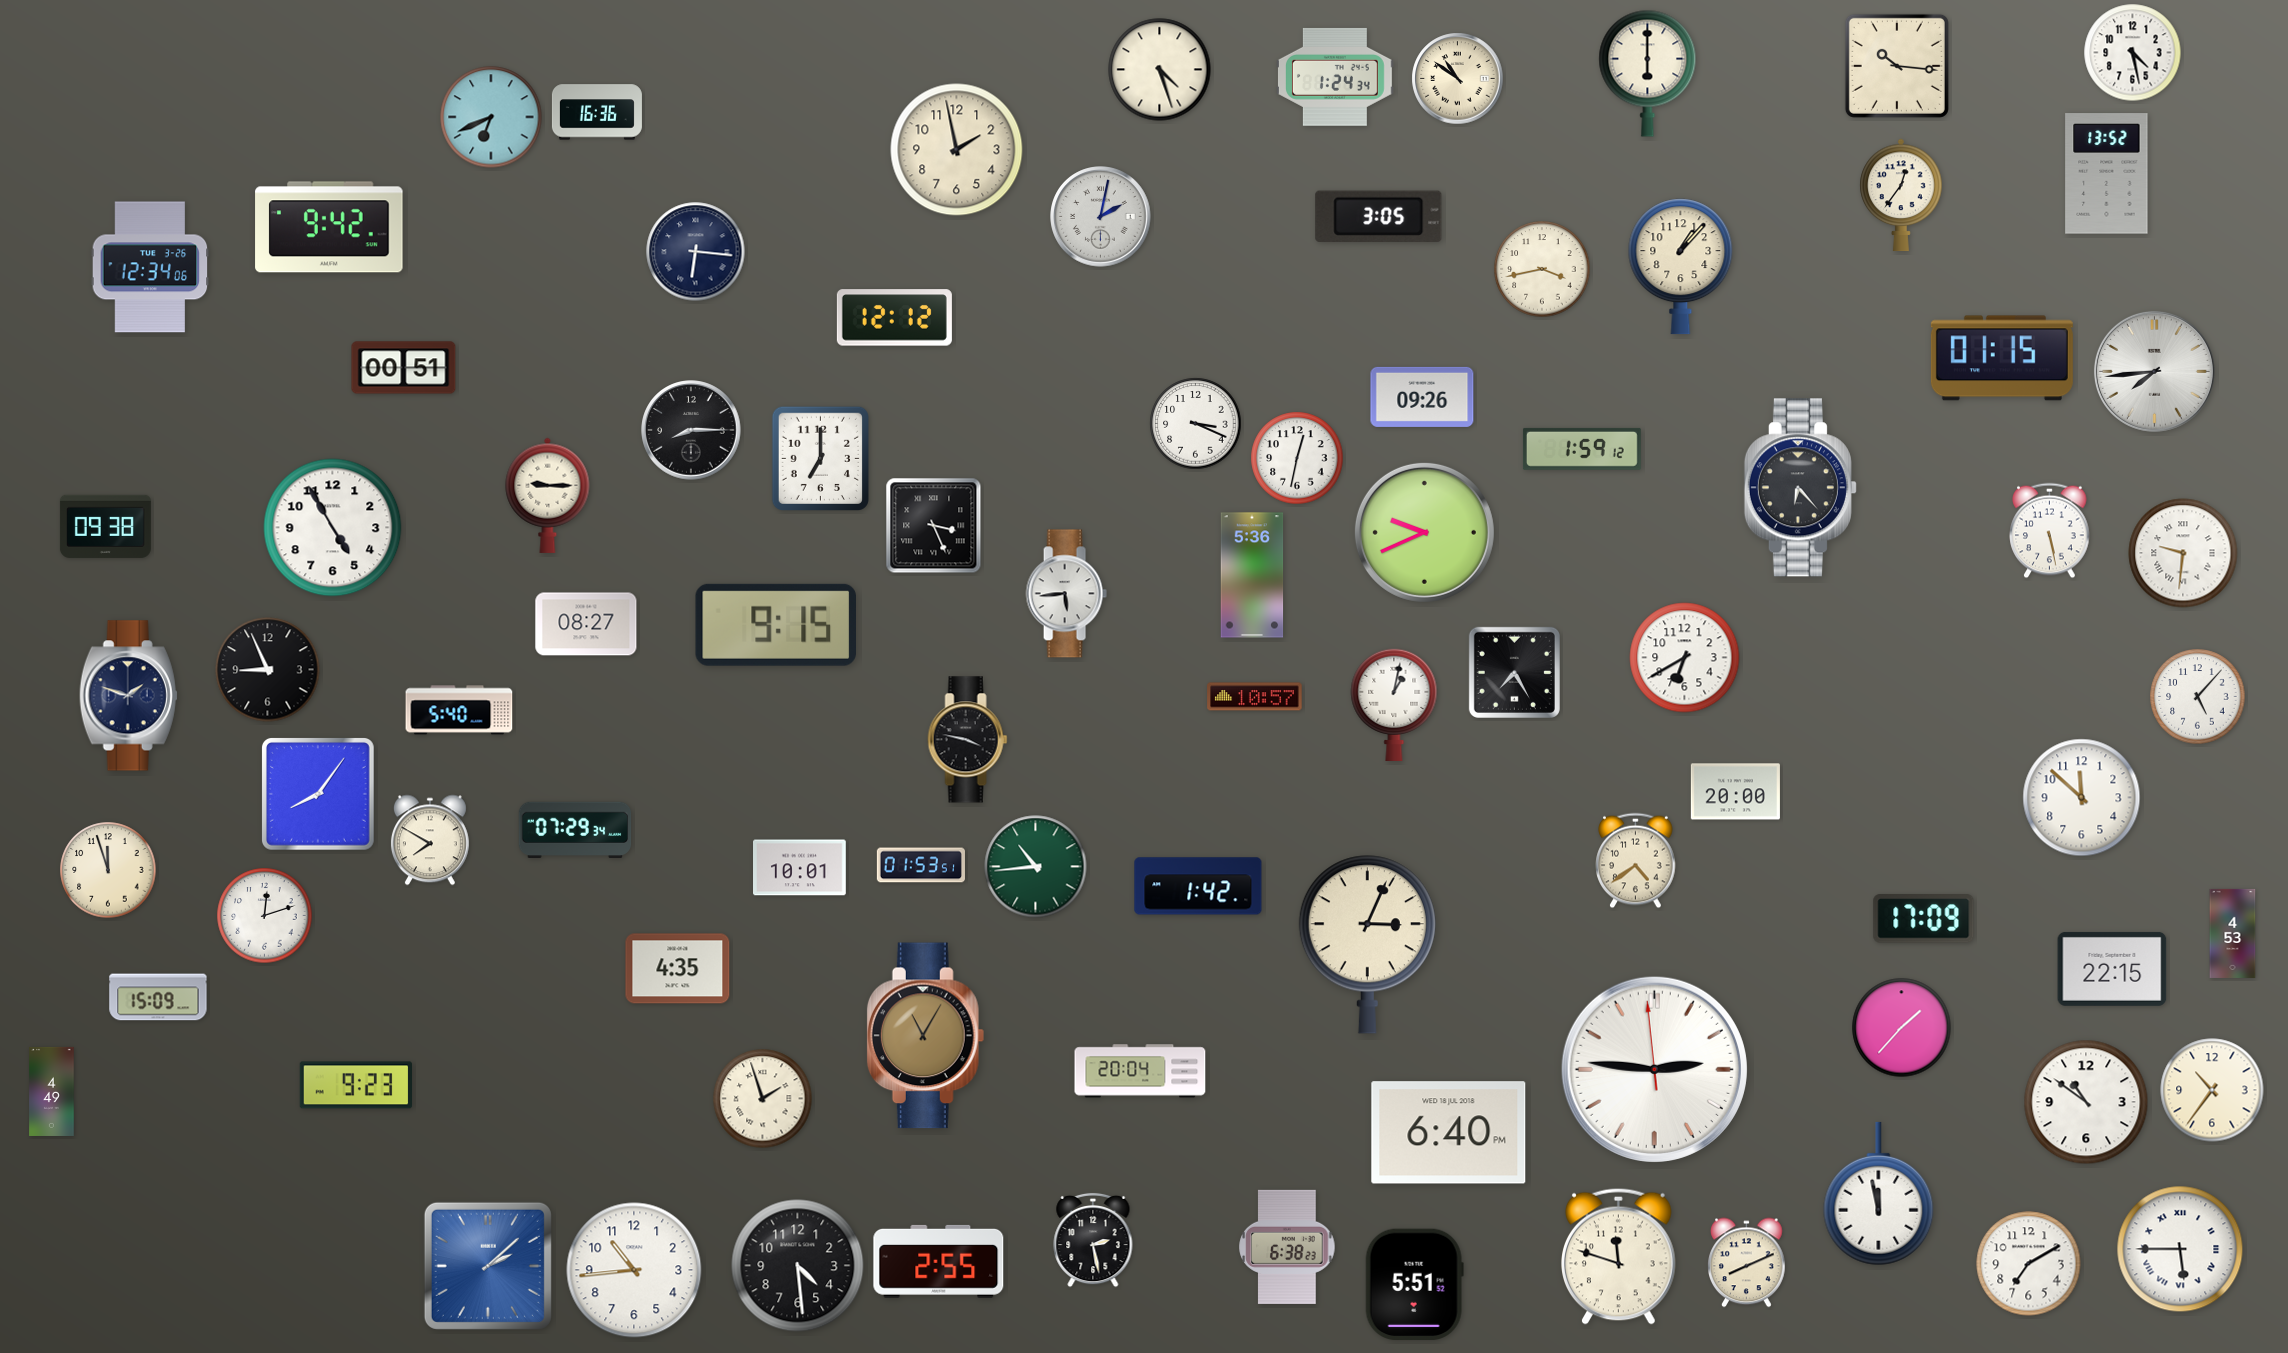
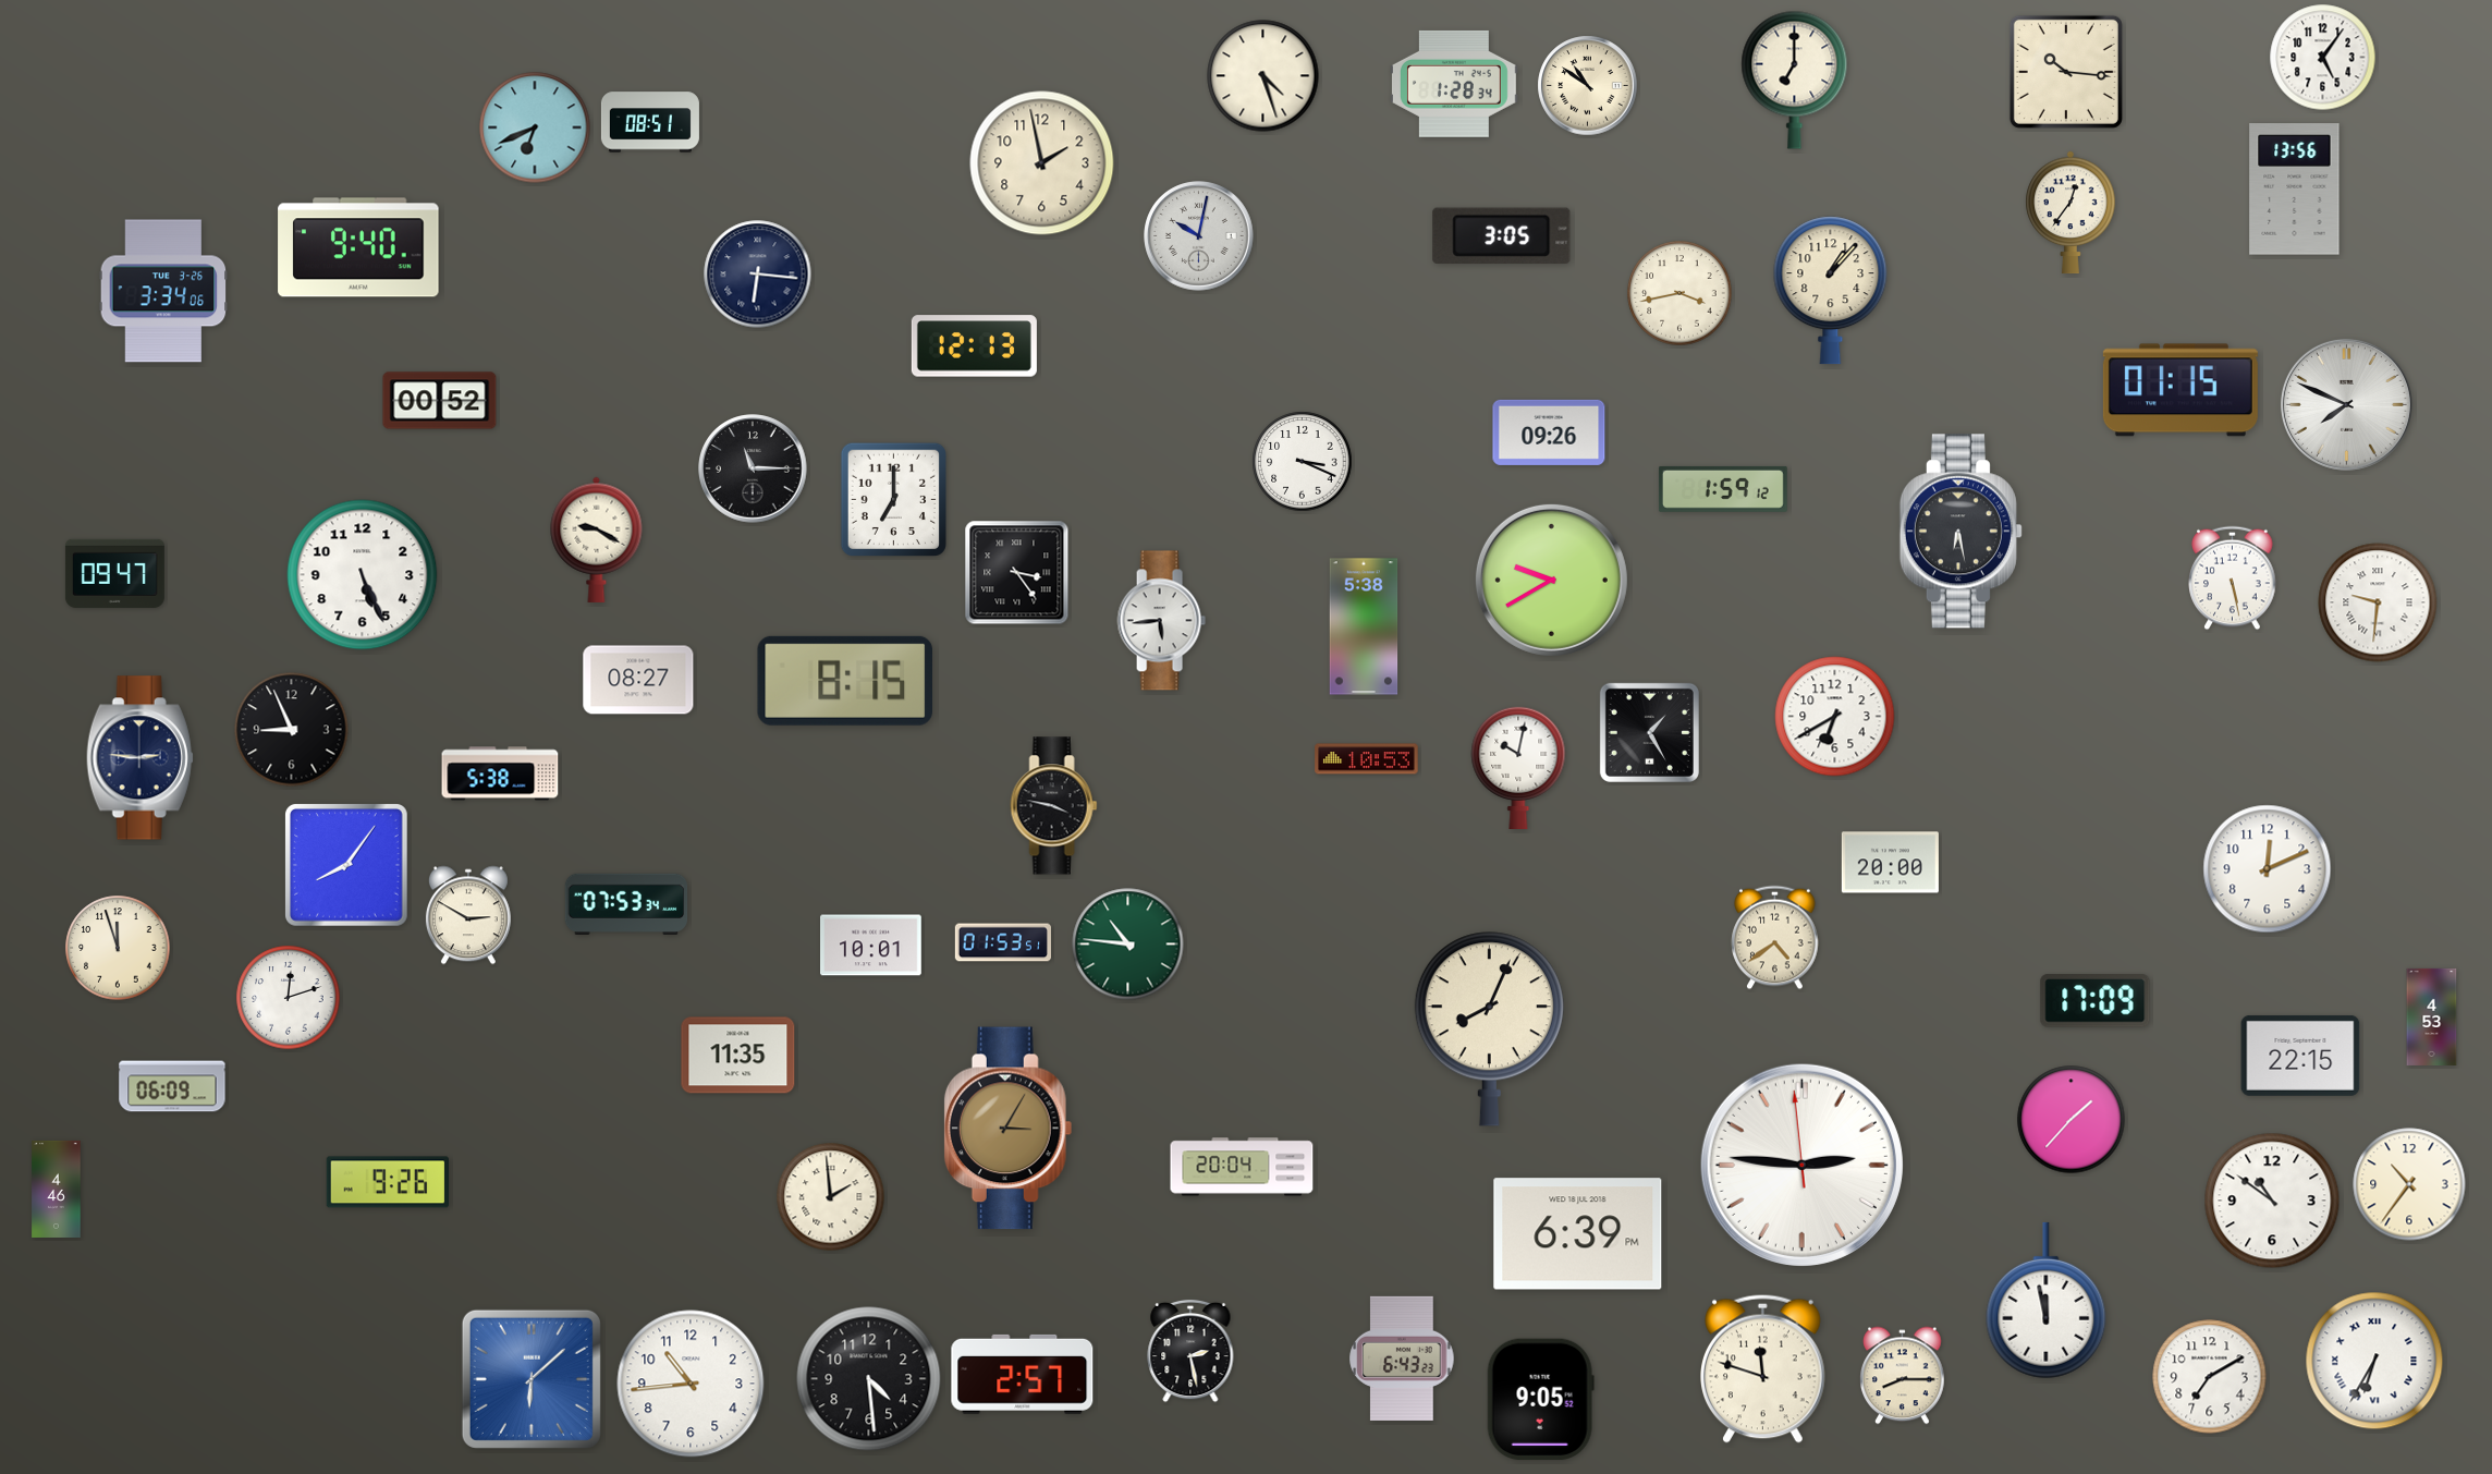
clock at (2133, 53): 4:28 -> 5:06
clock at (1648, 73): 6:00 -> 7:00
clock at (1335, 77): 1:24 -> 1:28
clock at (597, 112): 16:36 -> 08:51
clock at (2107, 174): 13:52 -> 13:56
clock at (1101, 217): 2:02 -> 10:02
clock at (329, 227): 9:42 -> 9:40
clock at (150, 267): 12:34 -> 3:34
clock at (894, 318): 12:12 -> 12:13
clock at (404, 368): 00:51 -> 00:52
clock at (2154, 371): 7:44 -> 7:49
clock at (691, 430): 8:15 -> 11:15
clock at (1297, 458): 12:32 -> none
clock at (1800, 488): 6:23 -> 6:28
clock at (548, 495): 9:15 -> 9:20
clock at (105, 526): 09:38 -> 09:47
clock at (934, 526): 3:26 -> 3:24
clock at (333, 528): 4:55 -> 5:26
clock at (1424, 532): 9:41 -> 9:40
clock at (1252, 575): 5:36 -> 5:38
clock at (1066, 594) position: (1066, 594) -> (1161, 621)
clock at (776, 625): 9:15 -> 8:15
clock at (1514, 672): 7:25 -> 1:25
clock at (128, 696): 1:48 -> 2:46
clock at (1255, 697): 10:57 -> 10:53
clock at (2198, 697): 5:07 -> none
clock at (1394, 704): 1:02 -> 10:02
clock at (459, 710): 5:40 -> 5:38
clock at (2082, 798): 11:52 -> 12:11
clock at (575, 829): 07:29 -> 07:53
clock at (430, 840): 7:50 -> 2:50
clock at (1636, 861) position: (1636, 861) -> (1775, 938)
clock at (1036, 867): 10:44 -> 10:46
clock at (1198, 886): 1:42 -> none
clock at (1367, 945): 3:04 -> 8:04
clock at (678, 969): 4:35 -> 11:35
clock at (158, 997): 15:09 -> 06:09
clock at (926, 1036): 11:05 -> 3:05
clock at (355, 1085): 9:23 -> 9:26
clock at (2212, 1090) position: (2212, 1090) -> (2409, 1184)
clock at (52, 1091): 4:49 -> 4:46
clock at (763, 1099): 1:57 -> 1:59
clock at (1449, 1133): 6:40 -> 6:39
clock at (1287, 1247): 6:38 -> 6:43
clock at (2180, 1249): 5:45 -> 6:35
clock at (939, 1261): 2:55 -> 2:57
clock at (1747, 1263): 8:11 -> 8:15
clock at (488, 1266): 2:08 -> 6:08
clock at (1414, 1285): 5:51 -> 9:05
